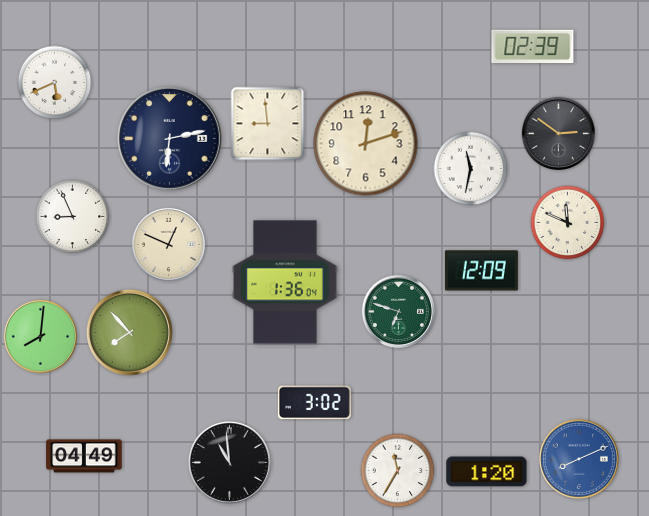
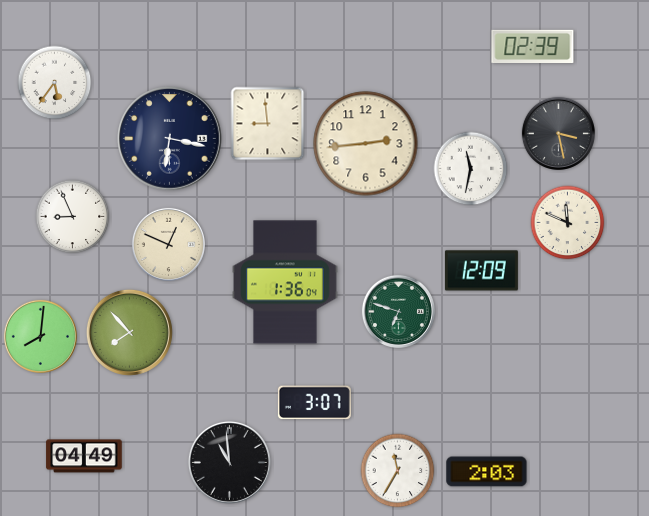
clock at (55, 83): 5:41 -> 5:36
clock at (558, 133): 2:51 -> 3:28
clock at (170, 139): 6:13 -> 6:17
clock at (366, 144): 12:12 -> 2:44
clock at (314, 403): 3:02 -> 3:07
clock at (579, 459): 8:11 -> none
clock at (487, 472): 1:20 -> 2:03
